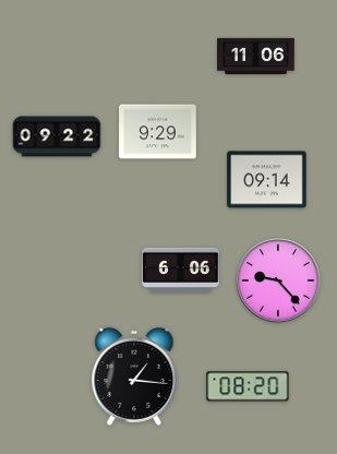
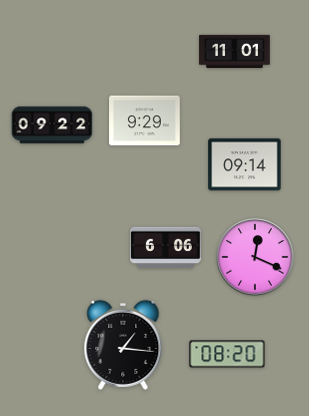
clock at (256, 57): 11:06 -> 11:01
clock at (278, 280): 9:23 -> 12:19
